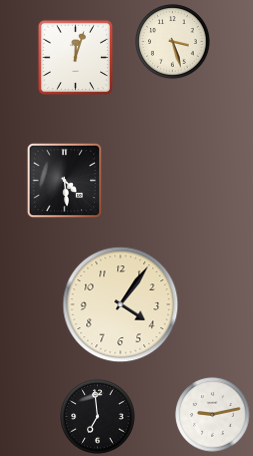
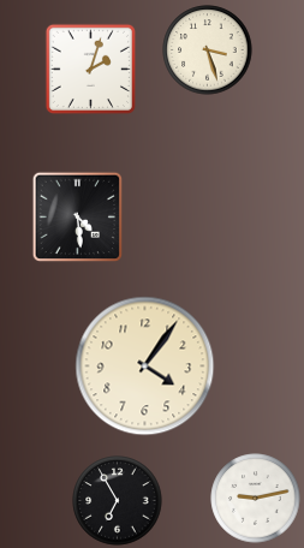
clock at (75, 57): 12:03 -> 2:03
clock at (98, 417): 6:59 -> 6:55
